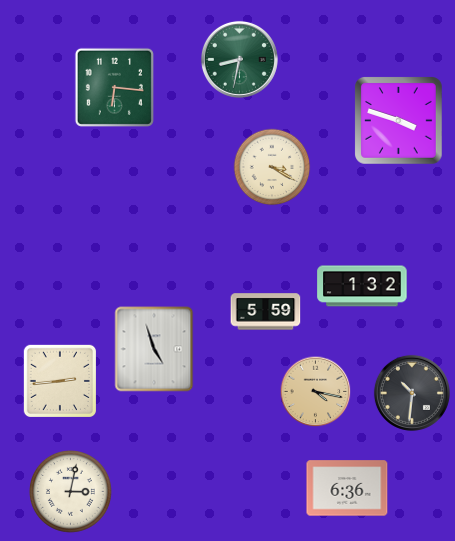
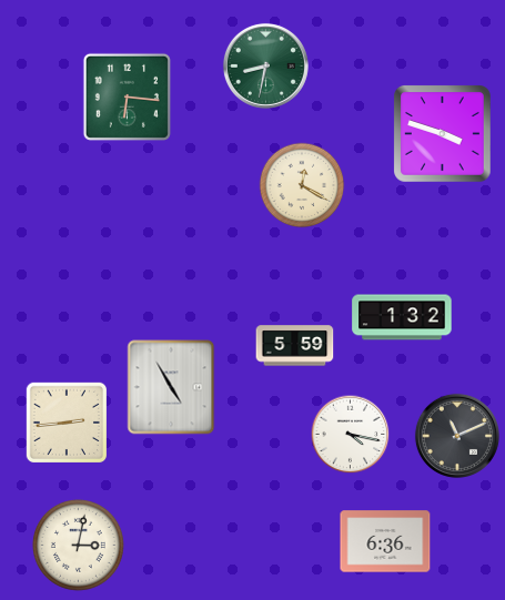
clock at (272, 167): 3:20 -> 12:20
clock at (154, 349): 4:57 -> 4:55
clock at (316, 392) dial: champagne -> white
clock at (412, 393): 10:31 -> 11:11
